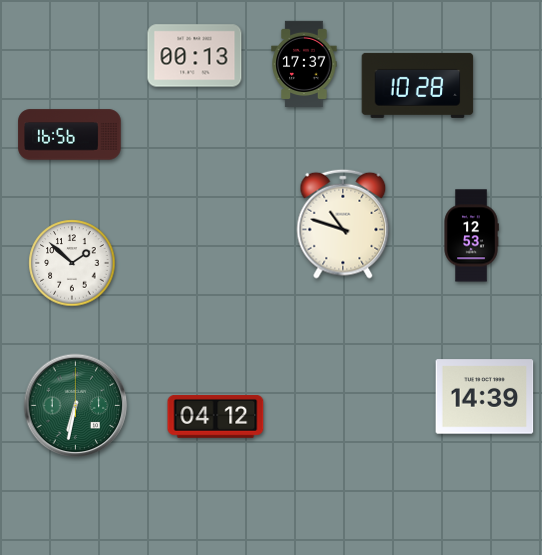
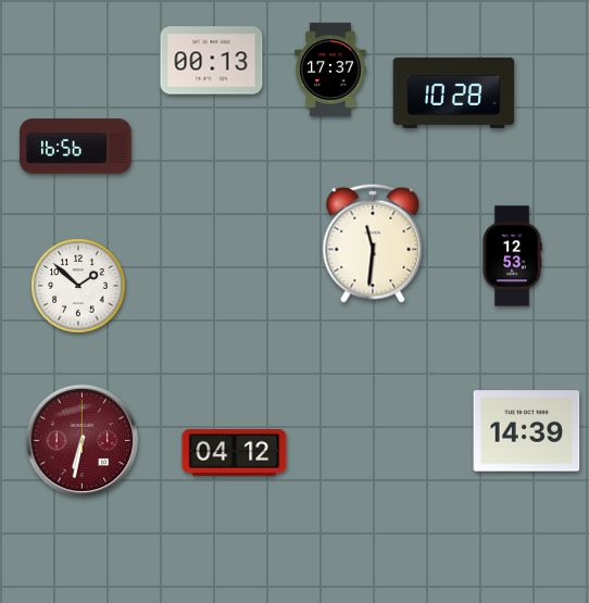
clock at (343, 224): 10:48 -> 11:31
clock at (76, 406) dial: green -> burgundy
